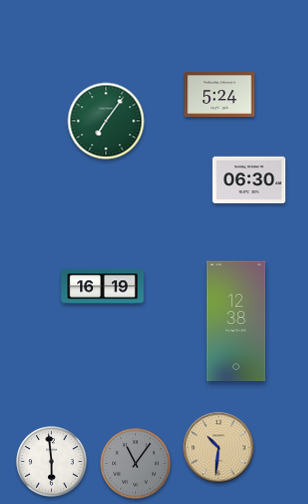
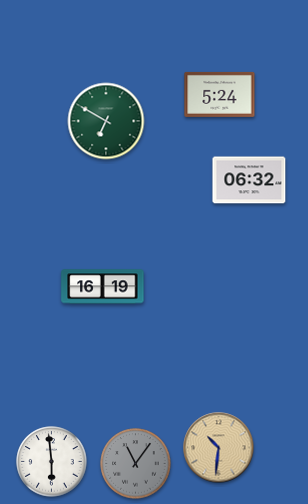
clock at (106, 121): 7:06 -> 6:50
clock at (249, 180): 06:30 -> 06:32
clock at (236, 321): 12:38 -> none
